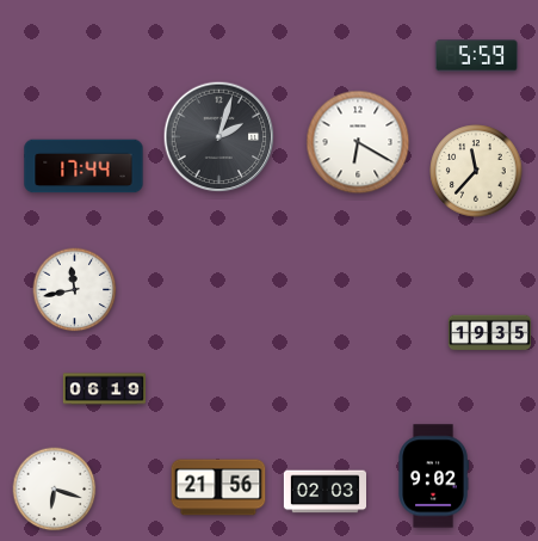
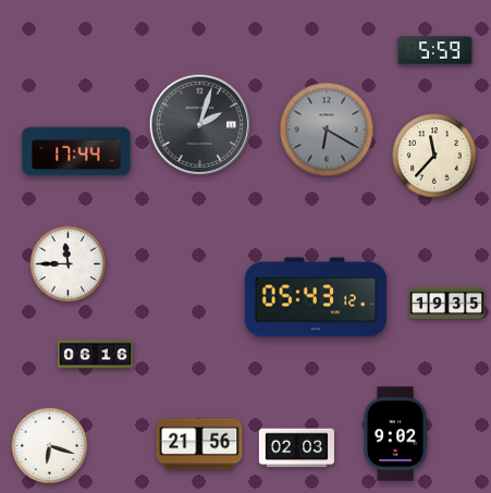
clock at (358, 142) dial: white -> grey
clock at (75, 290): 11:43 -> 11:45
clock at (316, 297): none -> 05:43
clock at (104, 389): 06:19 -> 06:16
